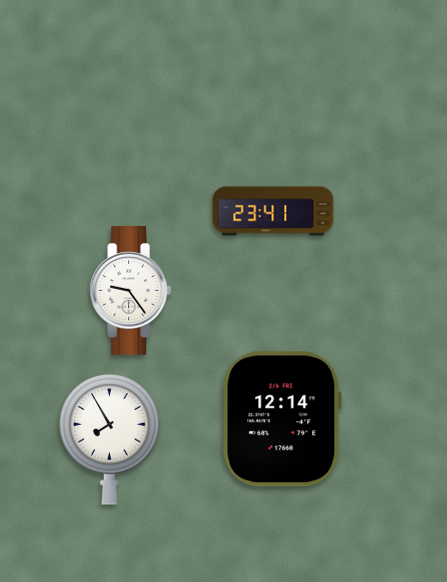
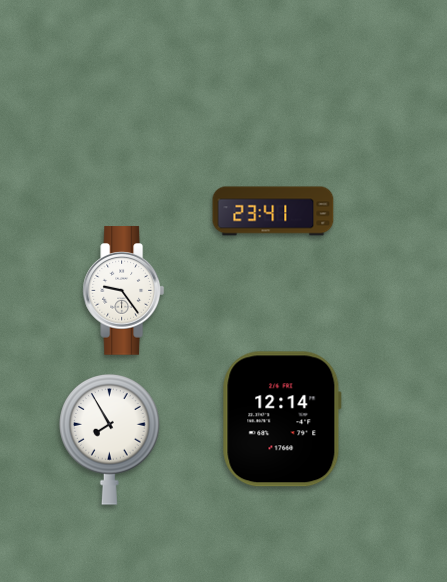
clock at (130, 291) position: (130, 291) -> (123, 291)
